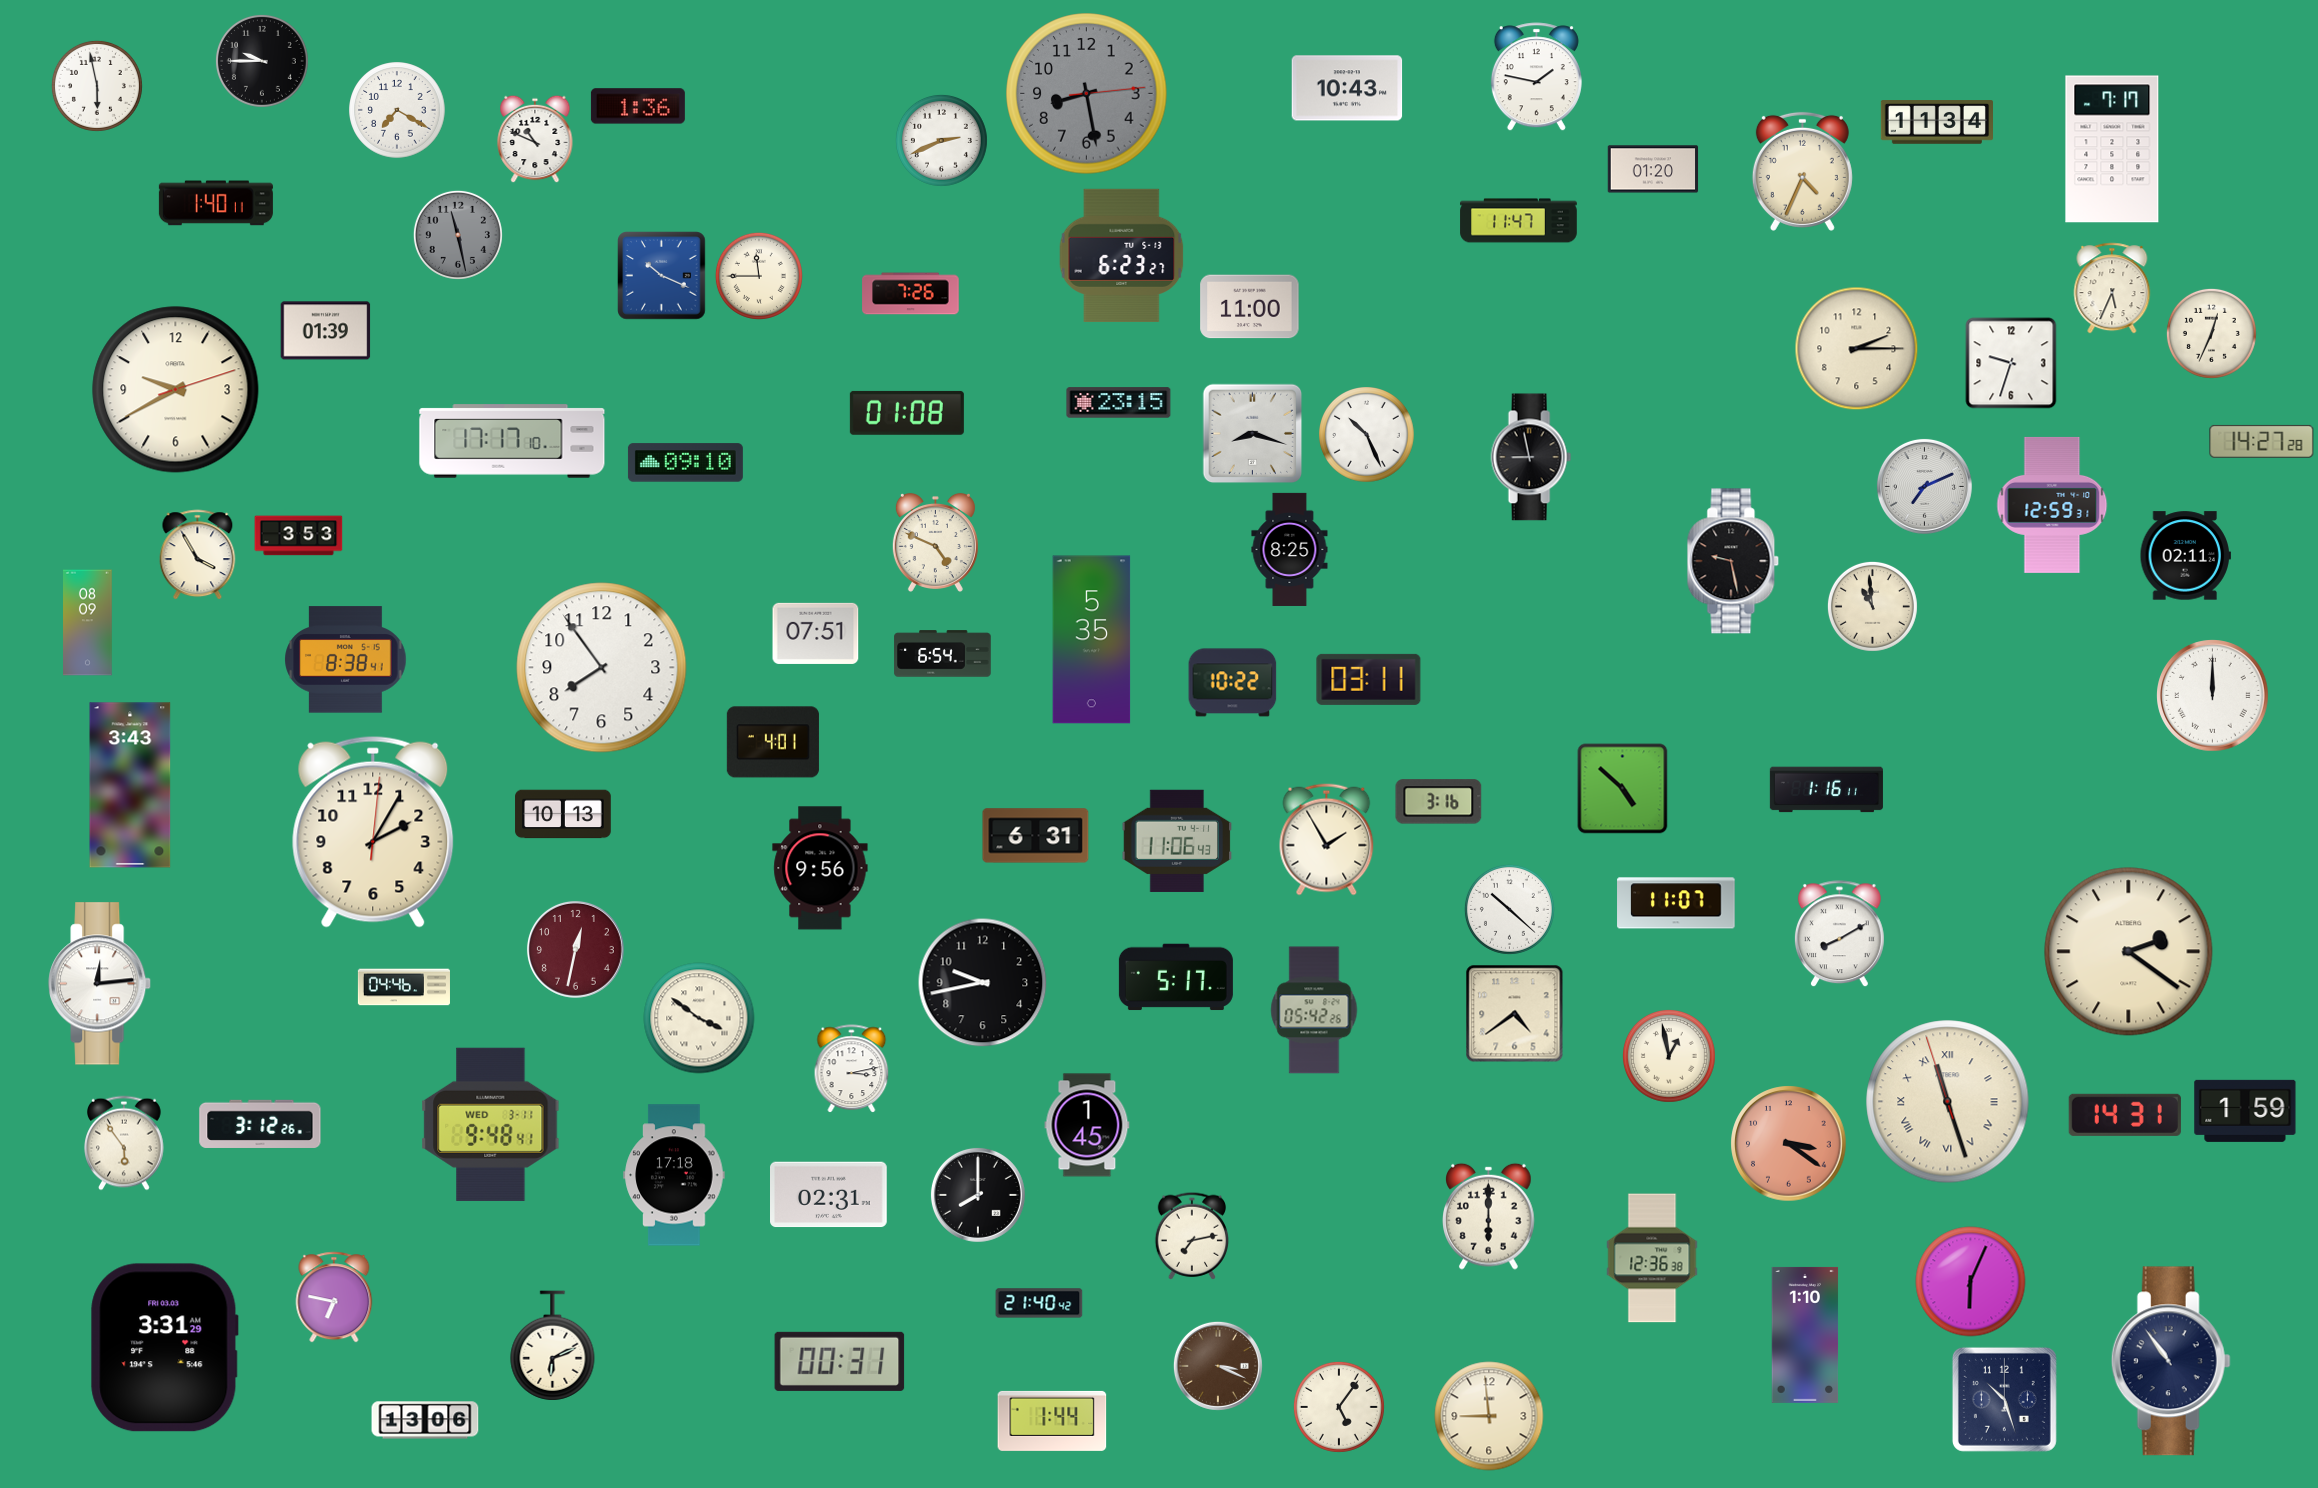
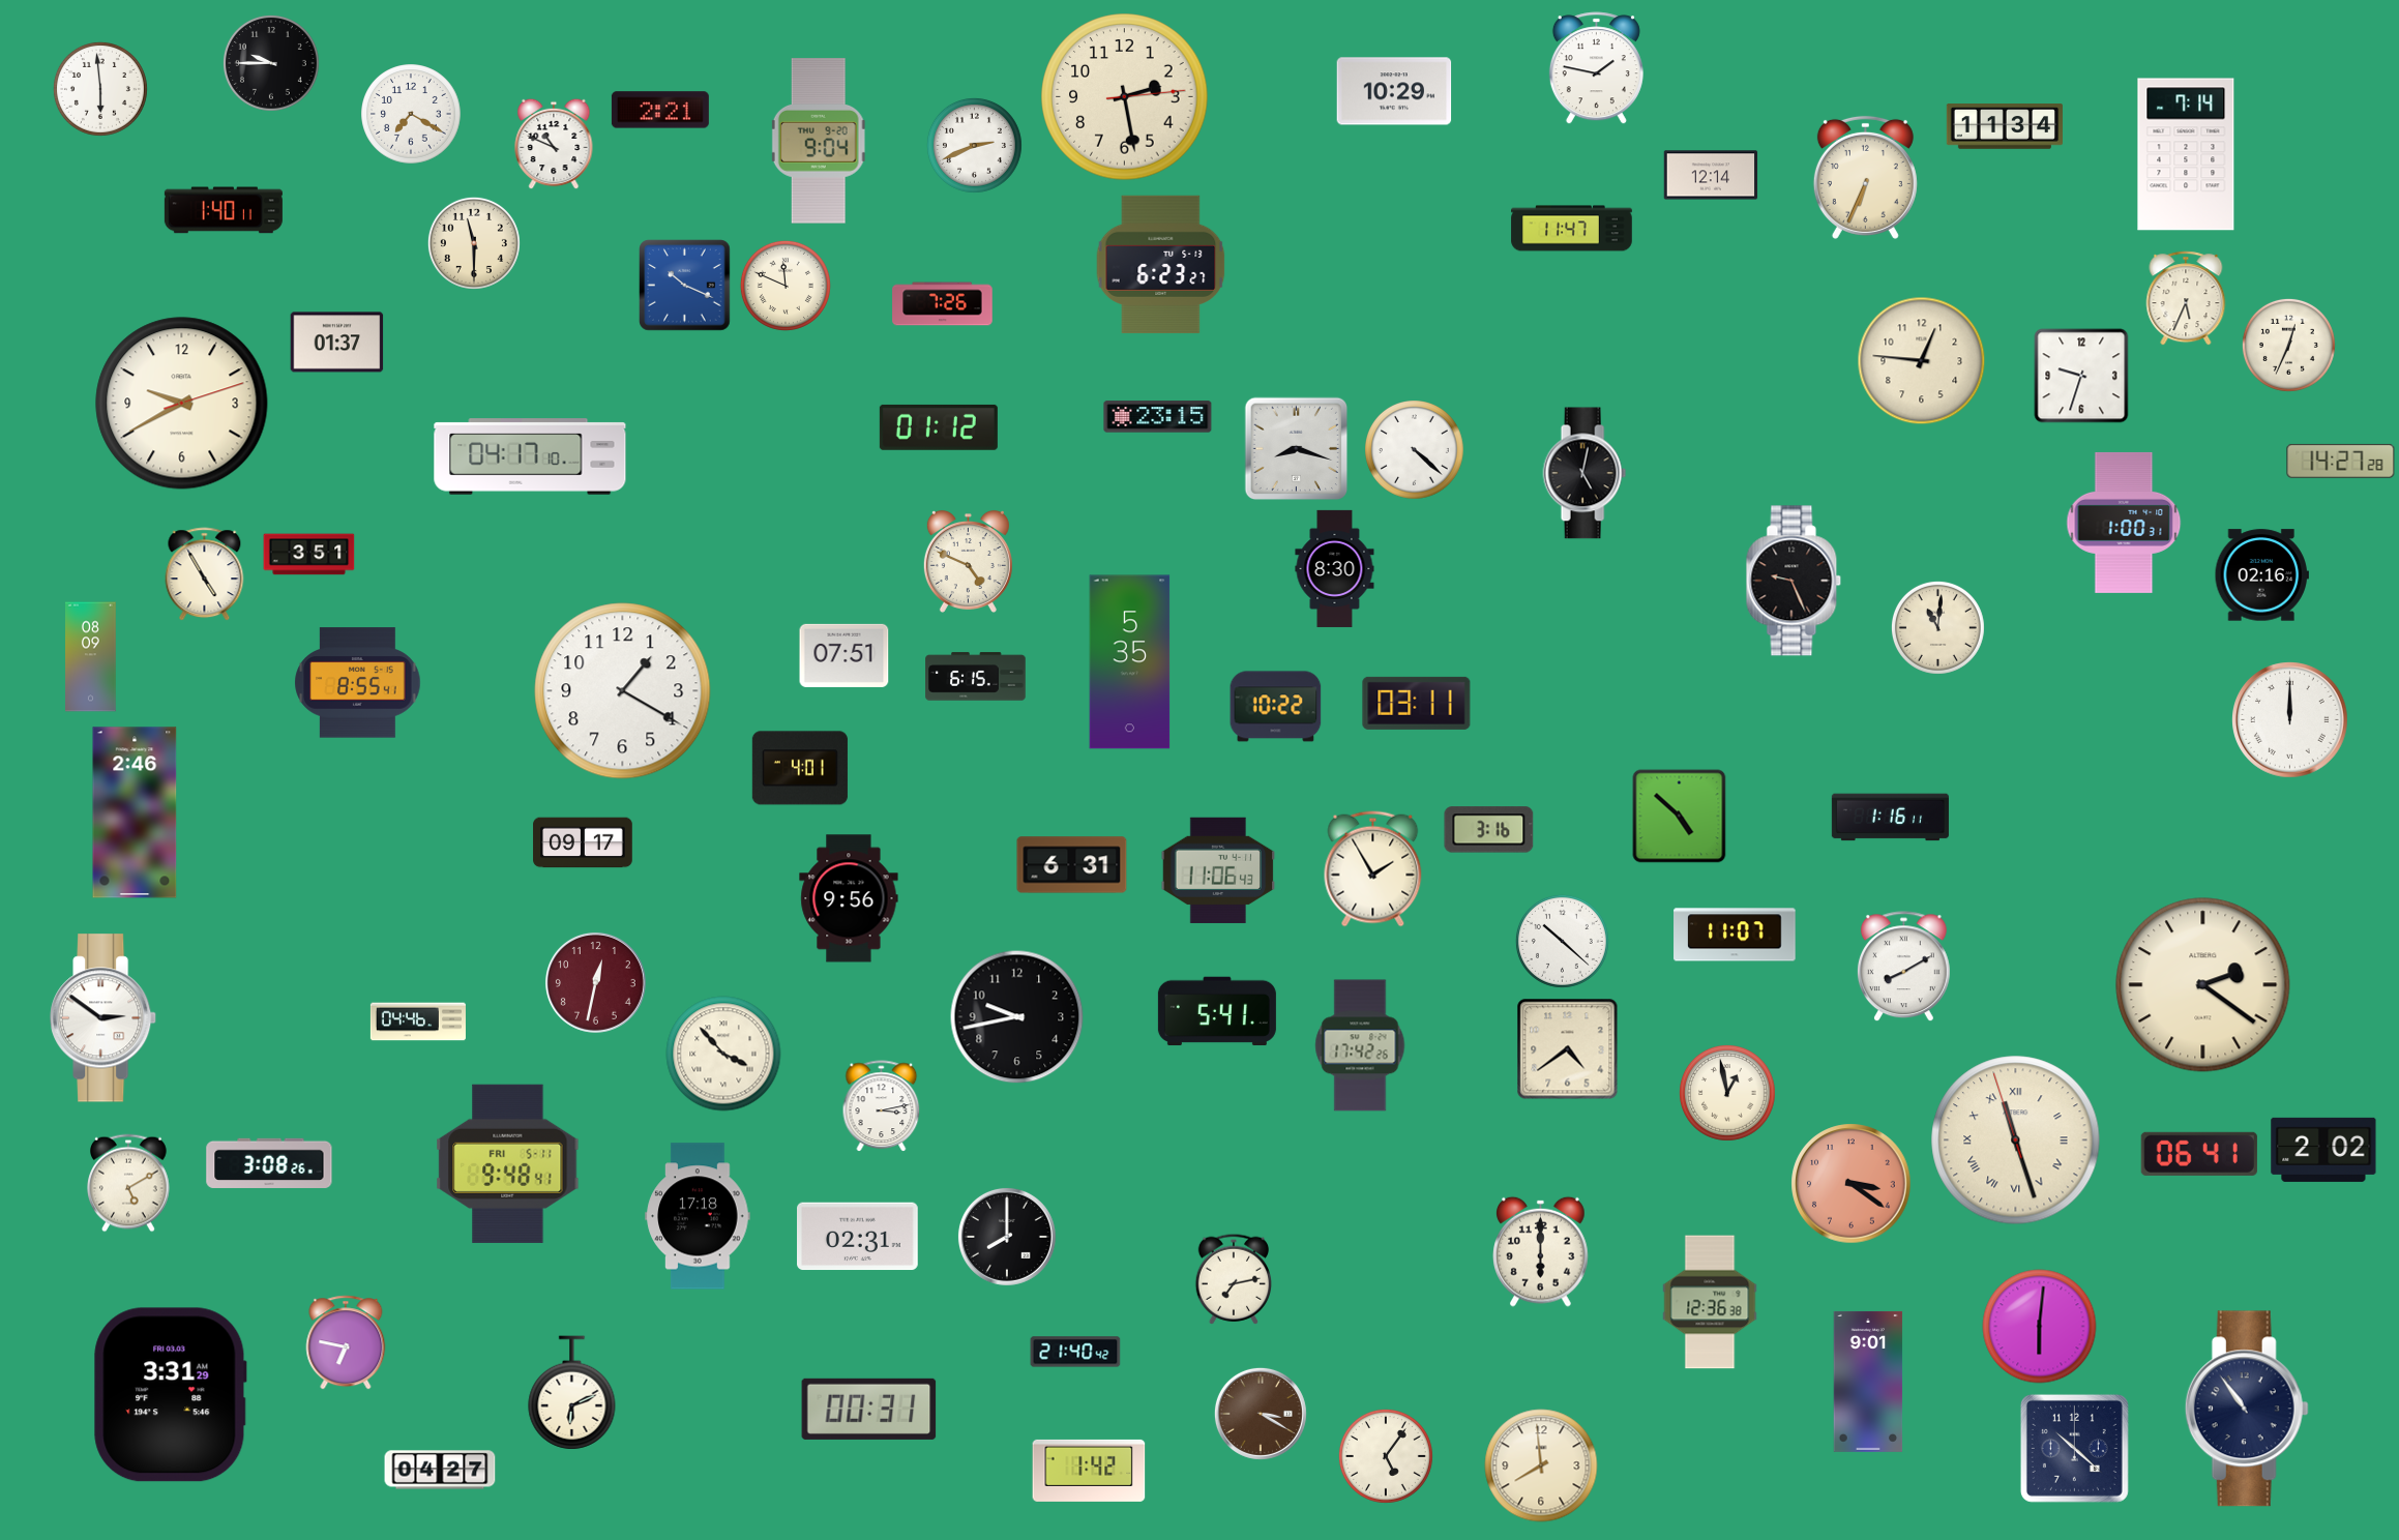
clock at (1536, 77) position: (1536, 77) -> (1596, 68)
clock at (97, 86): 5:58 -> 5:59
clock at (1347, 88): 10:43 -> 10:29
clock at (1087, 94): 8:28 -> 2:28
clock at (1087, 94) dial: grey -> cream
clock at (638, 106): 1:36 -> 2:21
clock at (819, 141): none -> 9:04
clock at (2112, 149): 7:17 -> 7:14
clock at (1653, 169): 01:20 -> 12:14
clock at (1802, 171): 4:34 -> 6:34
clock at (458, 235): 11:28 -> 11:30
clock at (458, 235) dial: grey -> cream
clock at (759, 276): 11:45 -> 11:49
clock at (1250, 307): 11:00 -> none
clock at (326, 331): 01:39 -> 01:37
clock at (1857, 349): 2:15 -> 12:46
clock at (907, 413): 01:08 -> 01:12
clock at (1367, 435): 10:26 -> 4:22
clock at (512, 441): 17:17 -> 04:17
clock at (2262, 441) position: (2262, 441) -> (2341, 461)
clock at (1531, 457): 8:58 -> 5:02
clock at (685, 463): 09:10 -> none
clock at (1924, 486): 7:11 -> none
clock at (2052, 505): 12:59 -> 1:00
clock at (299, 536): 3:53 -> 3:51
clock at (1290, 549): 8:25 -> 8:30
clock at (198, 555): 3:55 -> 4:55
clock at (2185, 556): 02:11 -> 02:16
clock at (1733, 561): 9:28 -> 9:26
clock at (1872, 606): 10:59 -> 11:01
clock at (88, 623) position: (88, 623) -> (91, 657)
clock at (943, 654): 6:54 -> 6:15
clock at (346, 660): 8:38 -> 8:55
clock at (602, 668): 7:54 -> 1:20
clock at (130, 785): 3:43 -> 2:46
clock at (563, 814): 10:13 -> 09:17
clock at (373, 832): 2:05 -> none
clock at (1176, 977): 5:17 -> 5:41
clock at (100, 984): 12:14 -> 2:51
clock at (1314, 1010): 05:42 -> 17:42
clock at (699, 1018): 3:51 -> 3:53
clock at (2245, 1111): 1:59 -> 2:02
clock at (2125, 1115): 14:31 -> 06:41
clock at (260, 1124): 3:12 -> 3:08
clock at (491, 1124) date: WED 3-11 -> FRI 5-11
clock at (1087, 1125): 1:45 -> none
clock at (125, 1143): 5:54 -> 5:10
clock at (978, 1195) position: (978, 1195) -> (1007, 1237)
clock at (1489, 1216) position: (1489, 1216) -> (1541, 1251)
clock at (1971, 1282): 6:04 -> 6:01
clock at (1039, 1303) position: (1039, 1303) -> (1075, 1352)
clock at (1805, 1335): 1:10 -> 9:01
clock at (1218, 1366): 3:19 -> 3:20
clock at (2004, 1399): 10:27 -> 10:22
clock at (1489, 1416): 8:59 -> 7:59
clock at (425, 1420): 13:06 -> 04:27
clock at (1052, 1421): 1:44 -> 1:42
